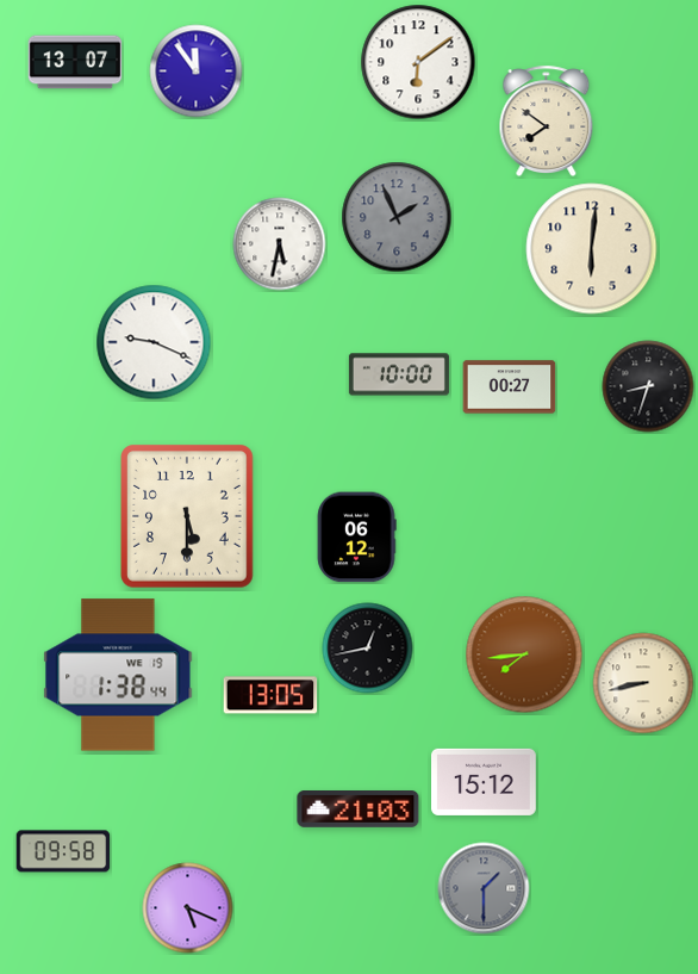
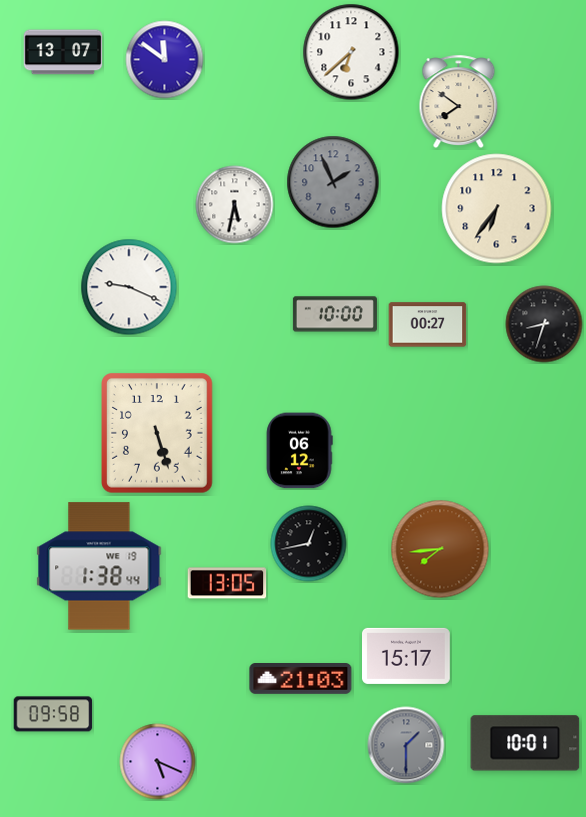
clock at (418, 62): 6:09 -> 6:38
clock at (197, 72): 11:54 -> 11:51
clock at (592, 249): 6:01 -> 6:36
clock at (188, 516): 5:30 -> 5:27
clock at (643, 683): 8:43 -> none
clock at (485, 782): 15:12 -> 15:17
clock at (525, 743): none -> 10:01
